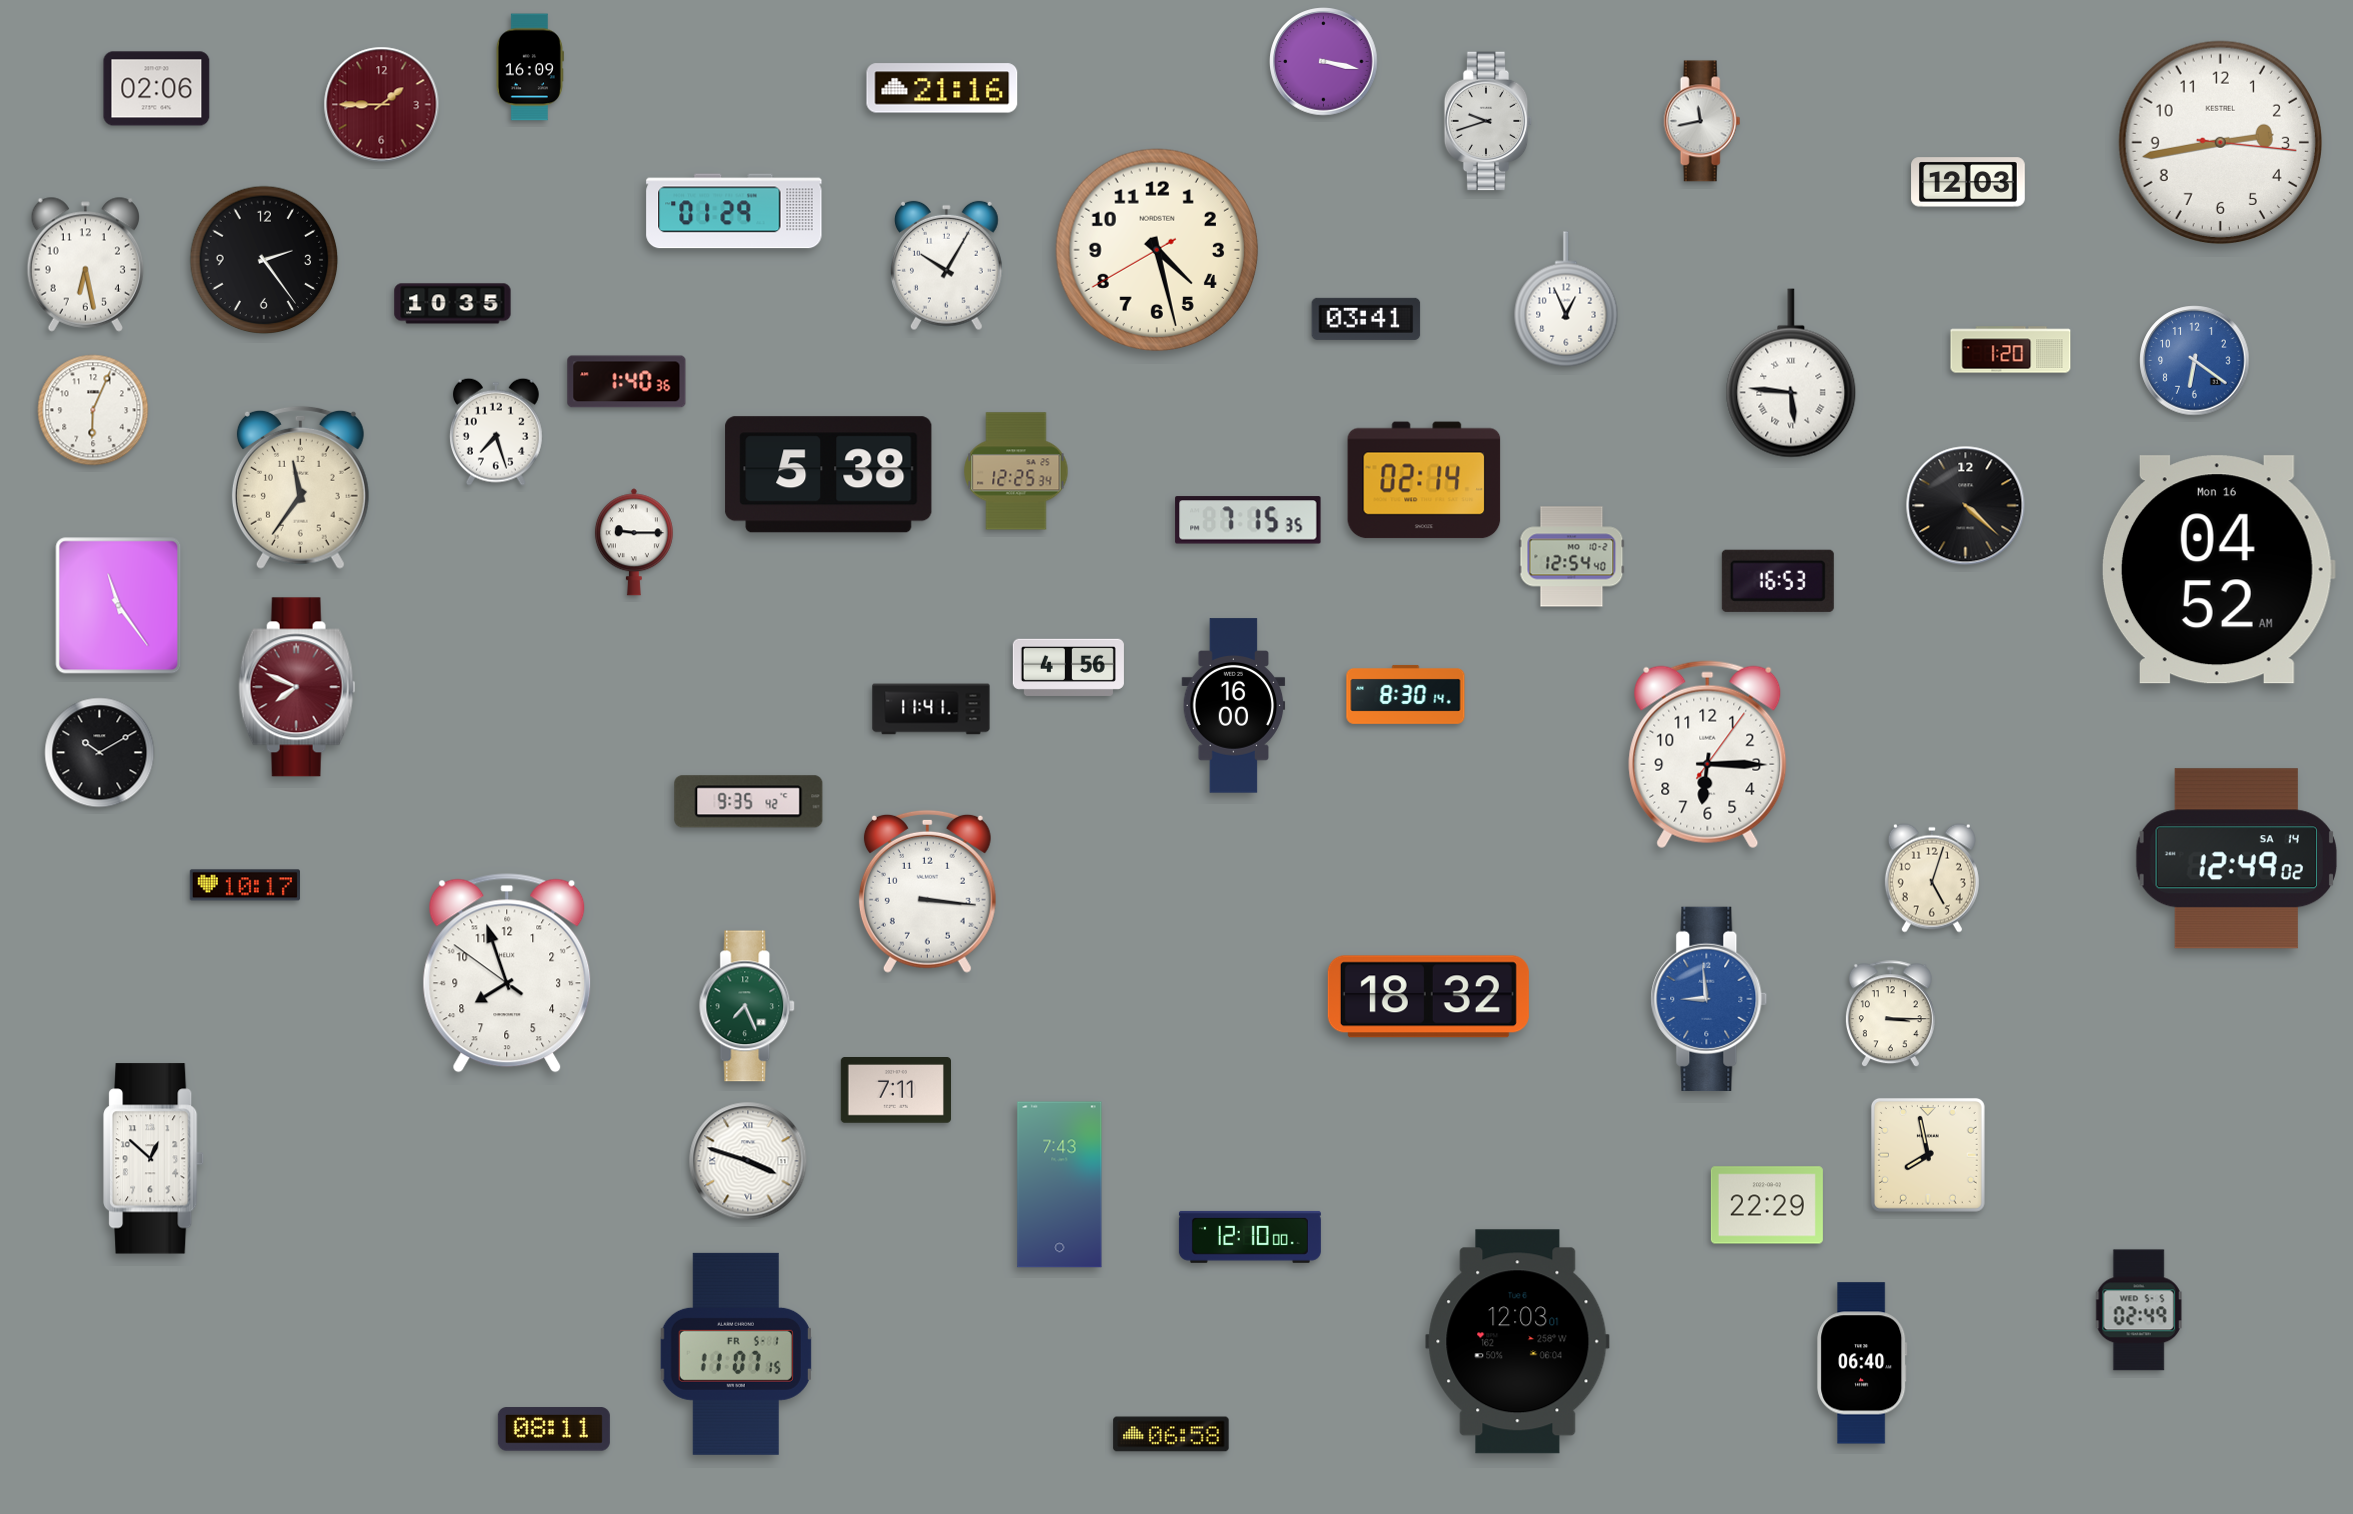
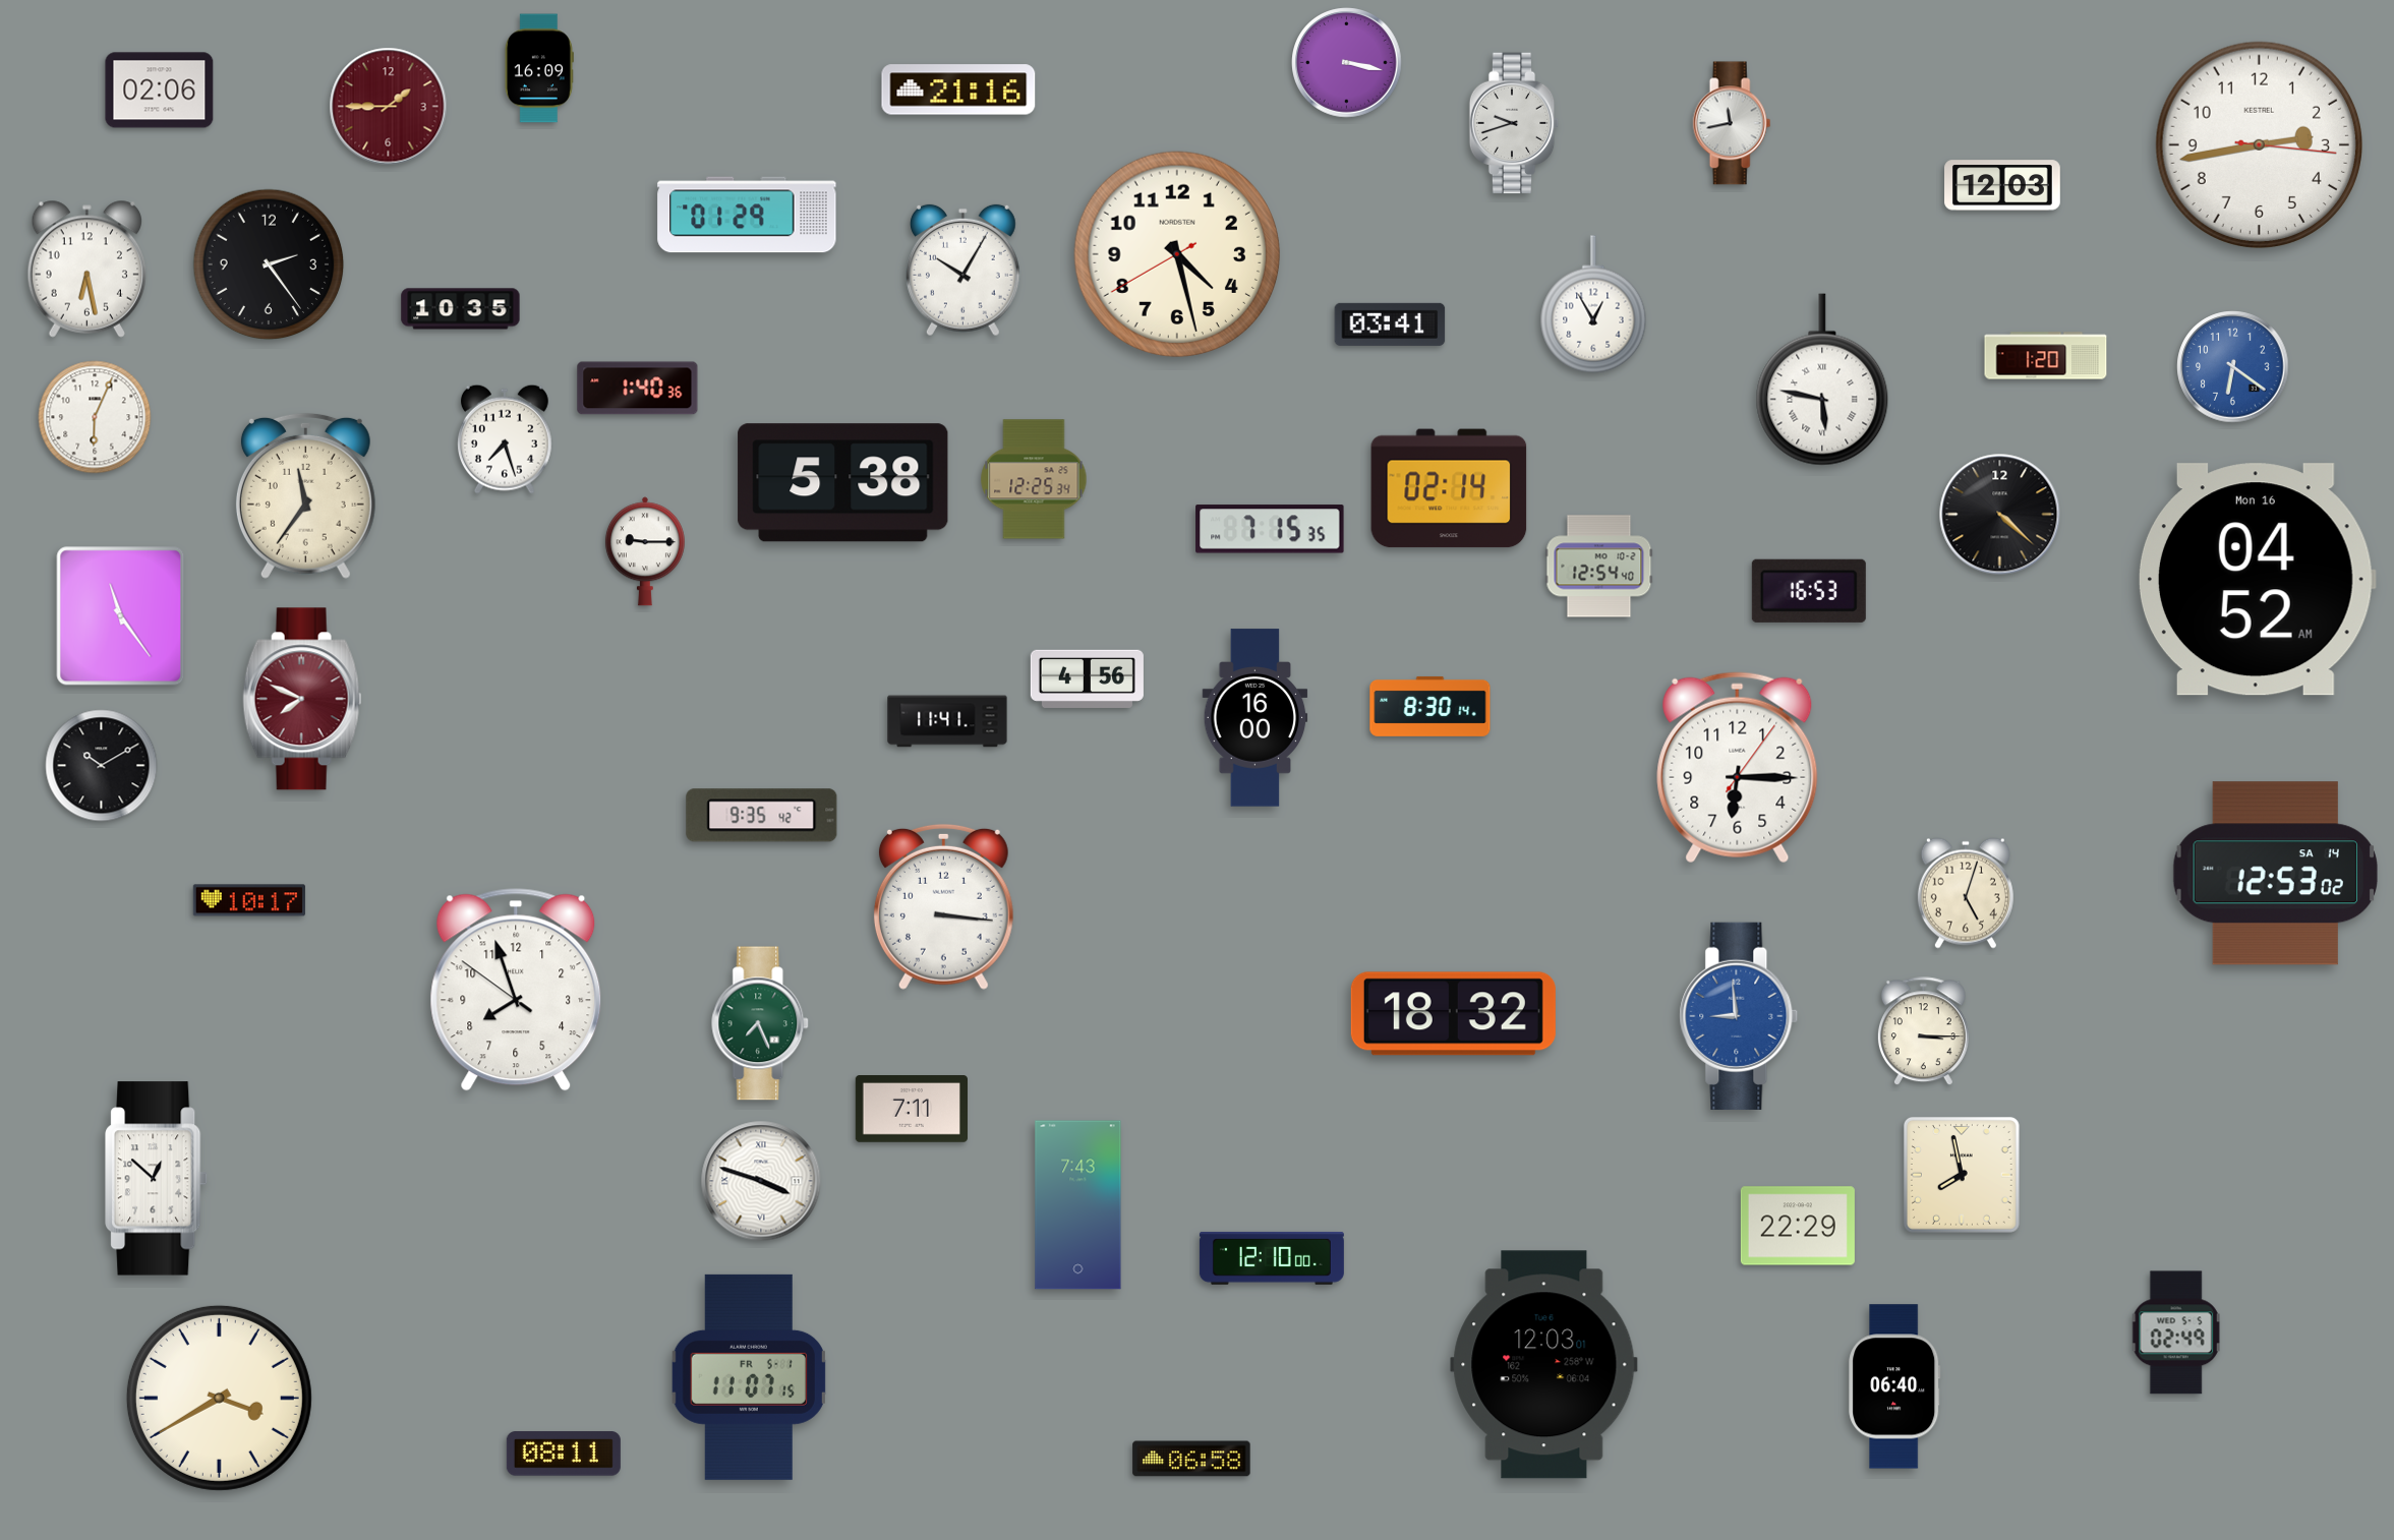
clock at (1566, 299): 12:56 -> 12:55
clock at (1791, 373): 5:46 -> 5:47
clock at (2236, 859): 12:49 -> 12:53
clock at (219, 1398): none -> 3:40
